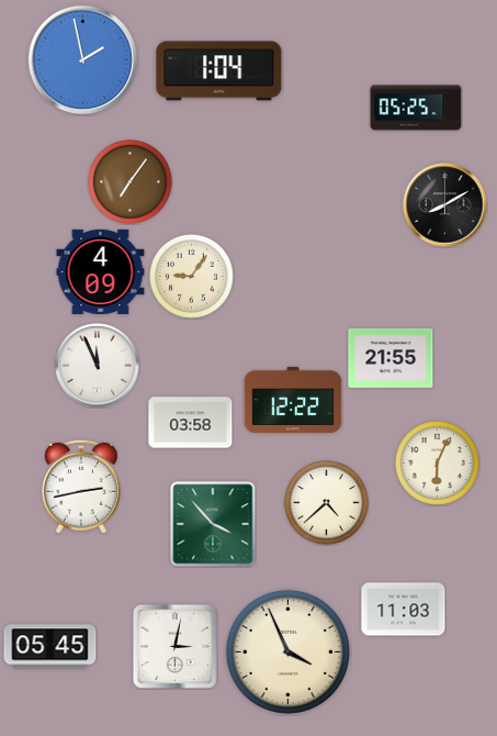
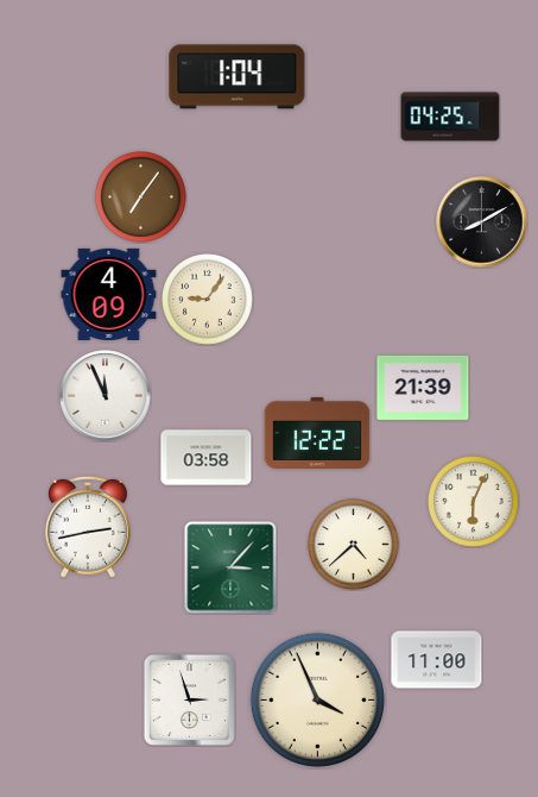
clock at (83, 60): 1:58 -> none
clock at (416, 108): 05:25 -> 04:25
clock at (391, 358): 21:55 -> 21:39
clock at (213, 524): 3:53 -> 3:07
clock at (404, 610): 11:03 -> 11:00
clock at (174, 646): 3:02 -> 2:57
clock at (50, 647): 05:45 -> none
clock at (287, 651) position: (287, 651) -> (317, 699)
